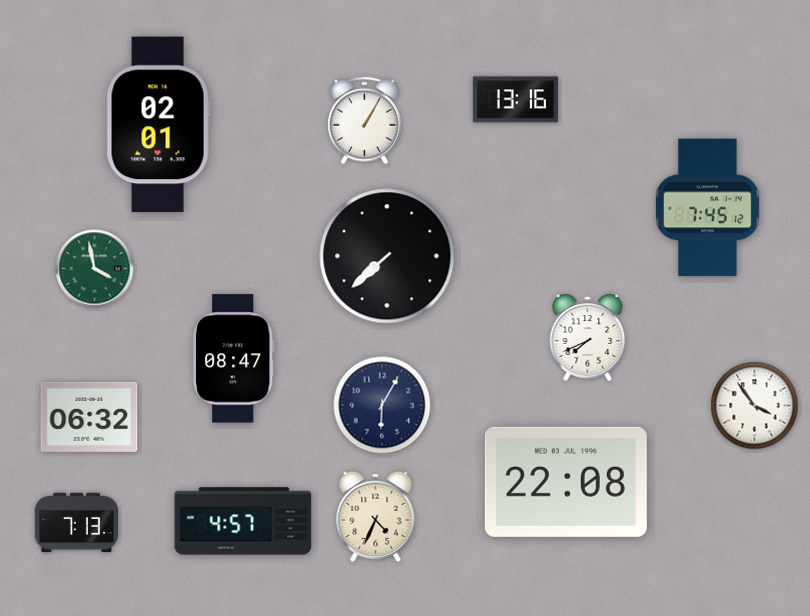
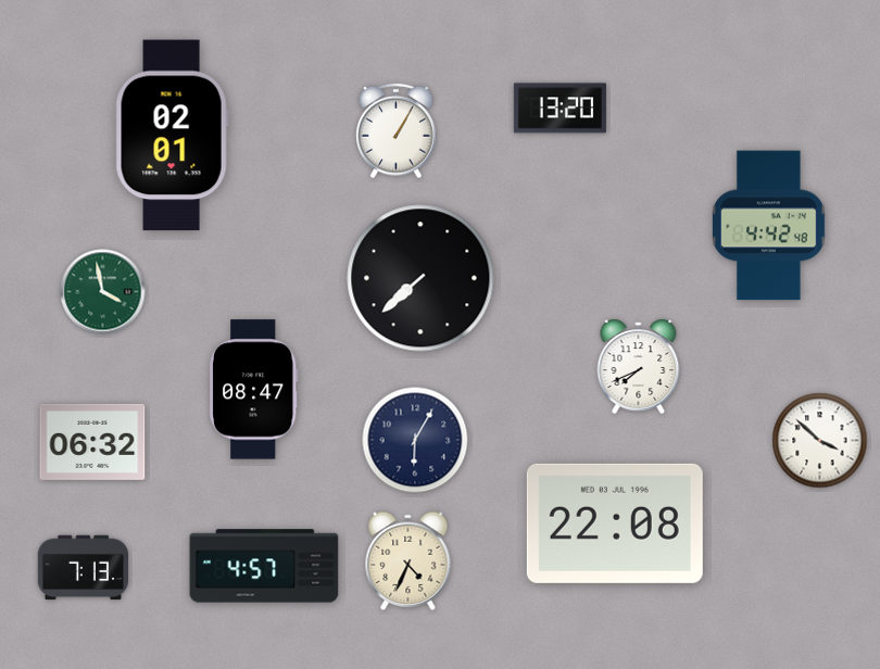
clock at (515, 100): 13:16 -> 13:20
clock at (707, 208): 7:45 -> 4:42
clock at (755, 406): 3:54 -> 3:52
clock at (89, 417) position: (89, 417) -> (92, 442)
